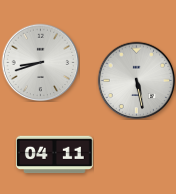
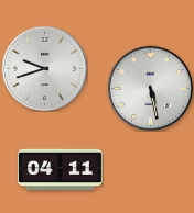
clock at (40, 62): 8:42 -> 9:42
